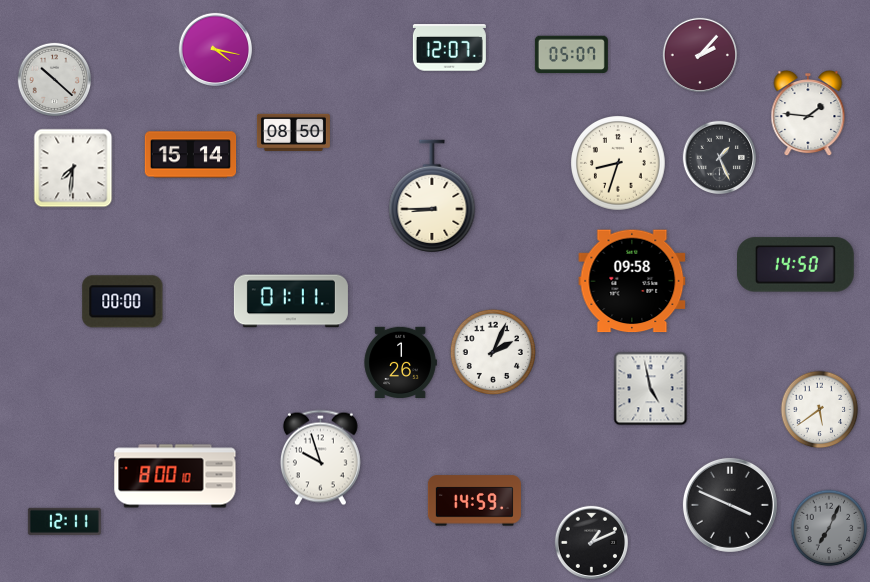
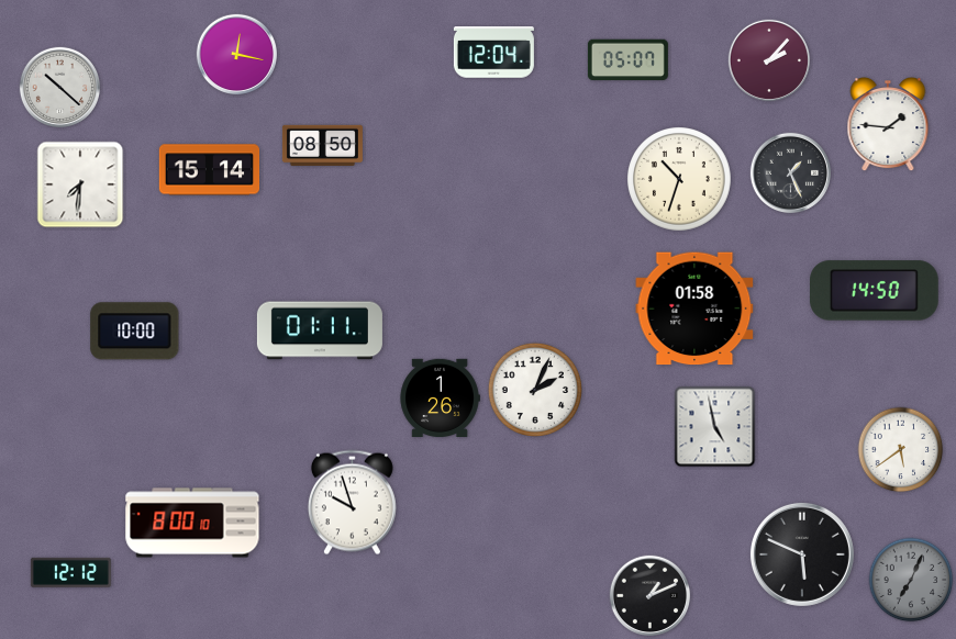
clock at (449, 48): 12:07 -> 12:04
clock at (215, 49): 4:17 -> 12:17
clock at (619, 164): 8:33 -> 10:33
clock at (432, 196): 8:45 -> none
clock at (632, 281): 09:58 -> 01:58
clock at (123, 302): 00:00 -> 10:00
clock at (493, 352) position: (493, 352) -> (535, 390)
clock at (474, 501): 14:59 -> none
clock at (730, 505): 3:49 -> 5:49
clock at (64, 521): 12:11 -> 12:12
